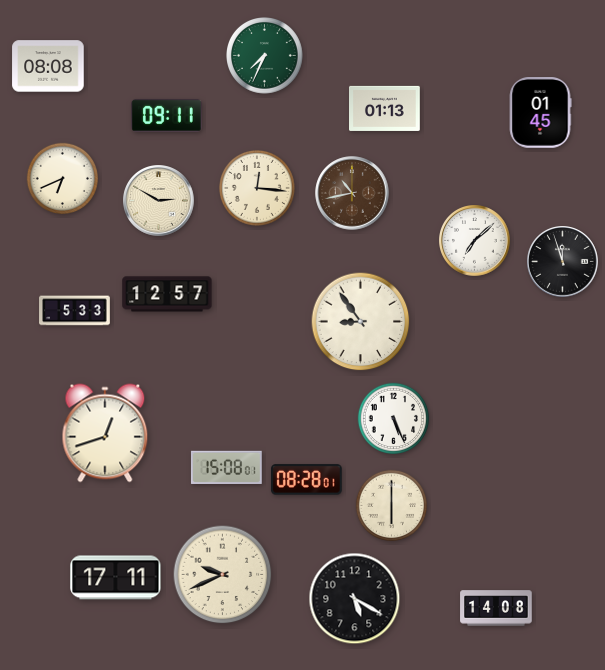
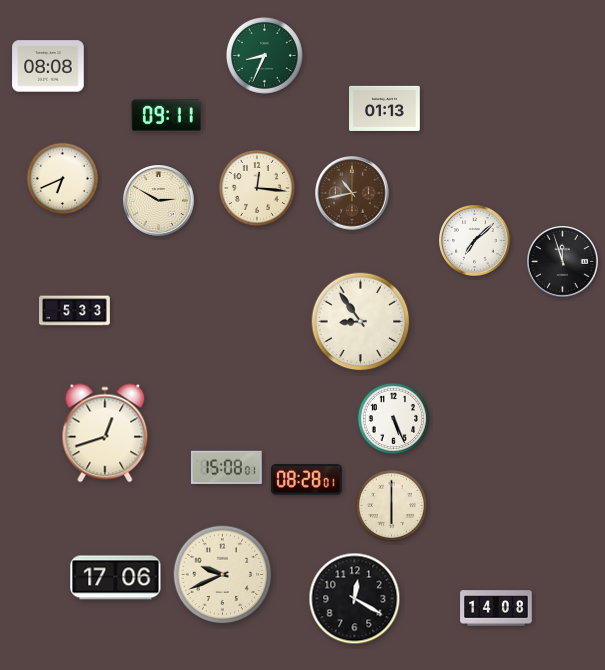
clock at (265, 56): 7:34 -> 8:34
clock at (540, 113): 01:45 -> none
clock at (167, 294): 12:57 -> none
clock at (116, 578): 17:11 -> 17:06
clock at (355, 599): 5:20 -> 12:20
